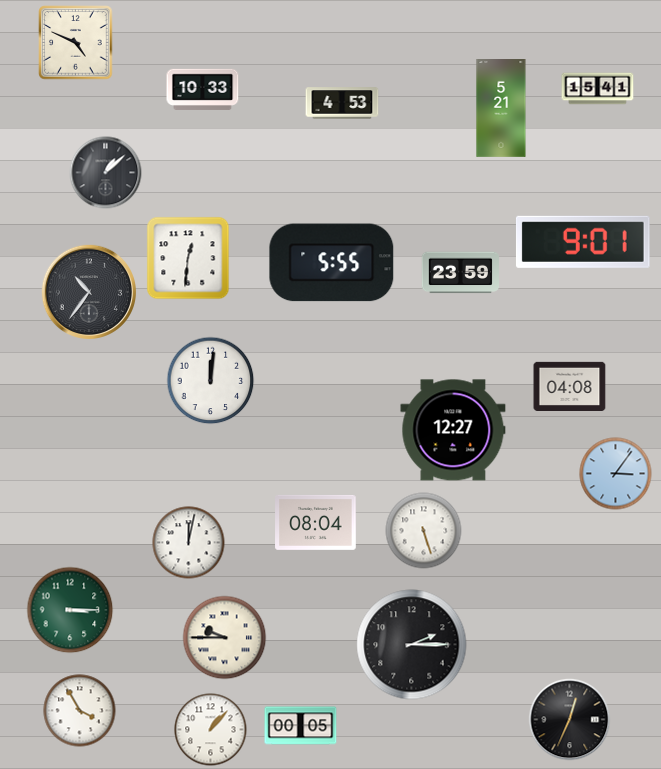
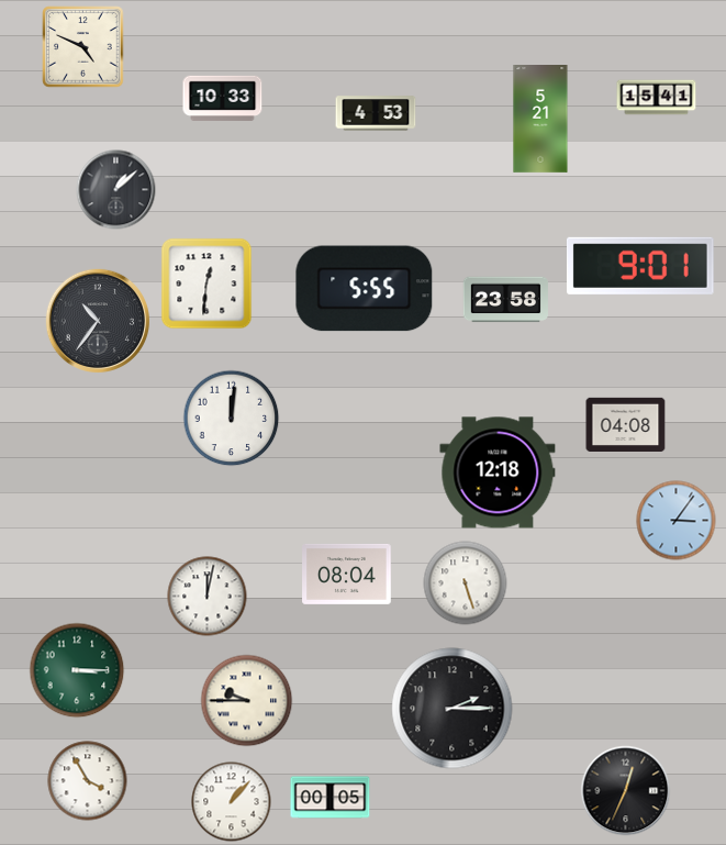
clock at (501, 108) position: (501, 108) -> (540, 119)
clock at (460, 273): 23:59 -> 23:58
clock at (453, 430): 12:27 -> 12:18
